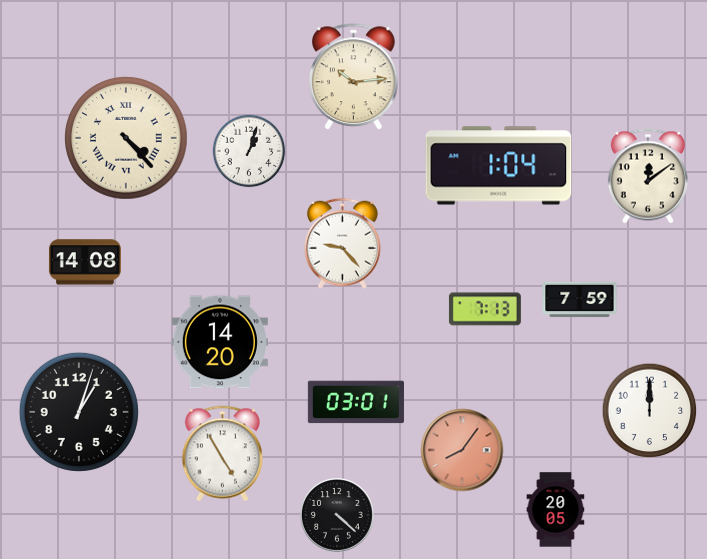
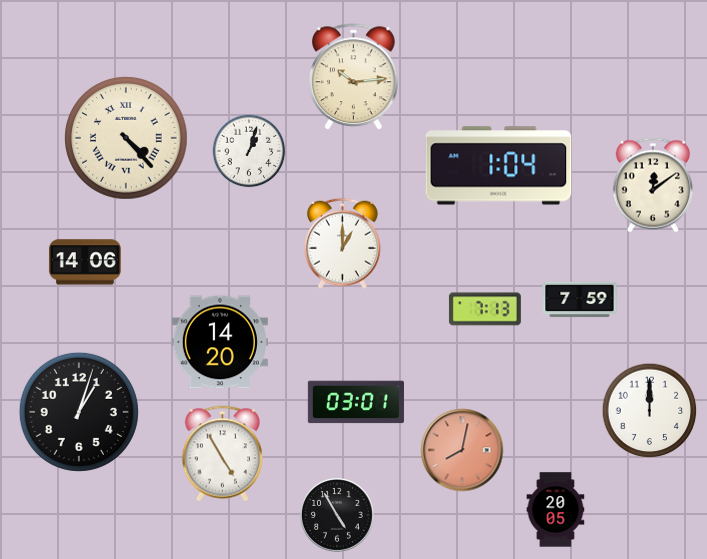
clock at (648, 176) position: (648, 176) -> (653, 185)
clock at (342, 243): 9:23 -> 1:00
clock at (85, 262): 14:08 -> 14:06
clock at (462, 450): 8:06 -> 8:02
clock at (338, 516): 4:22 -> 4:55
